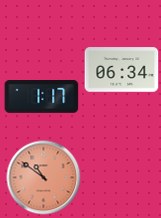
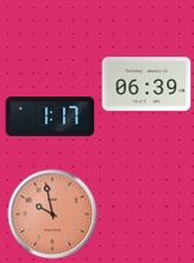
clock at (122, 70): 06:34 -> 06:39
clock at (44, 178): 10:51 -> 9:58
